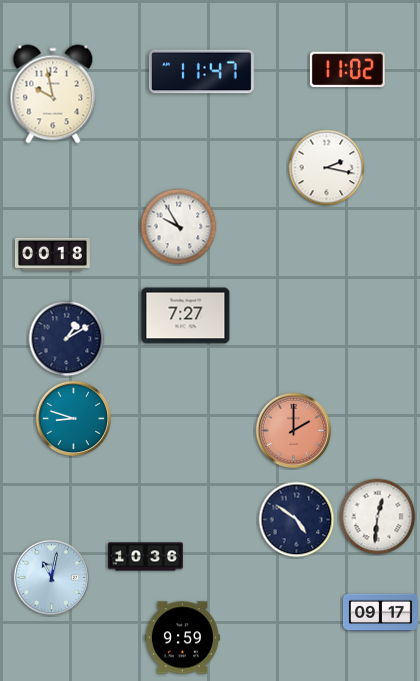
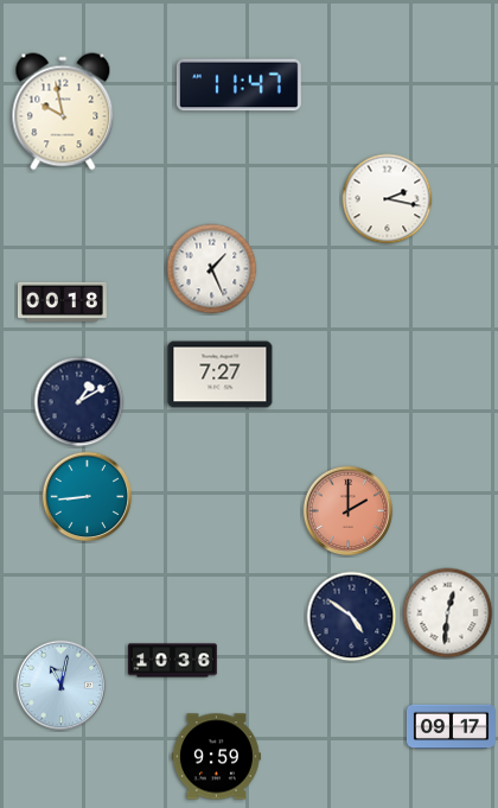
clock at (347, 70): 11:02 -> none
clock at (179, 227): 9:55 -> 1:26
clock at (74, 419): 8:48 -> 8:44
